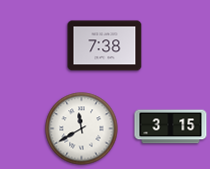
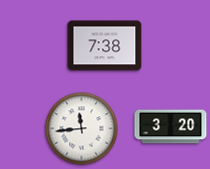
clock at (171, 127): 3:15 -> 3:20
clock at (82, 129): 11:40 -> 11:44
